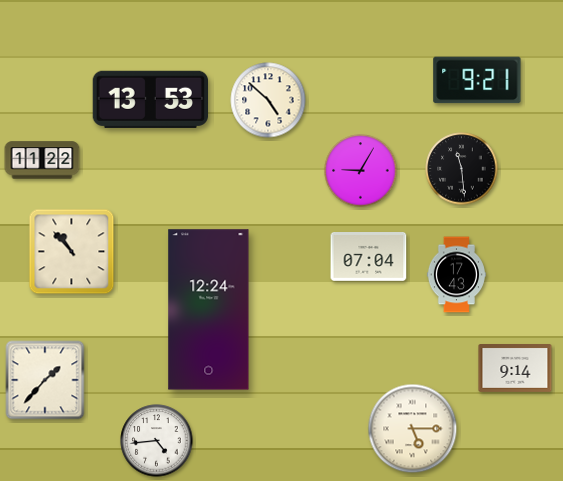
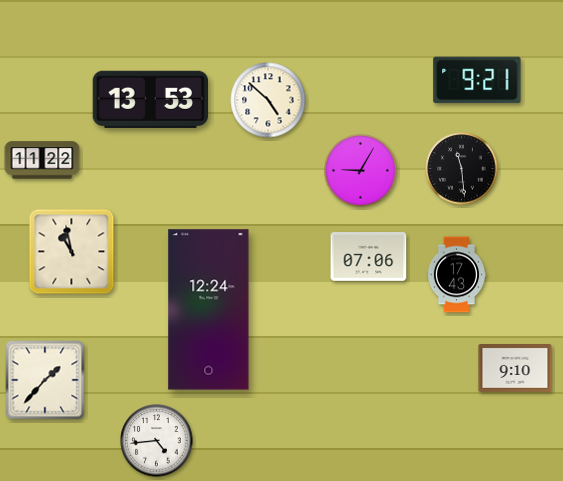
clock at (72, 252): 10:53 -> 10:58
clock at (369, 257): 07:04 -> 07:06
clock at (515, 369): 9:14 -> 9:10
clock at (413, 429): 5:15 -> none
